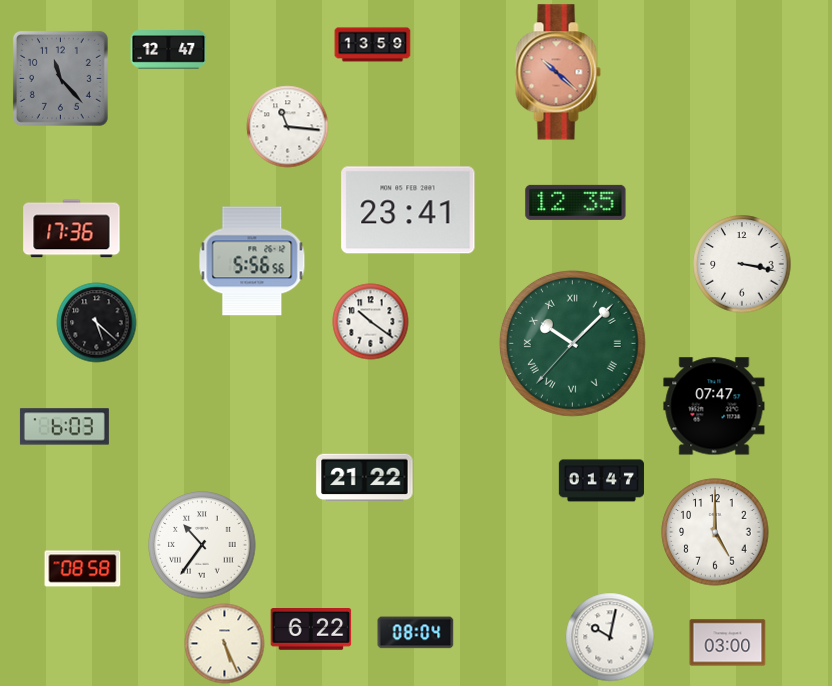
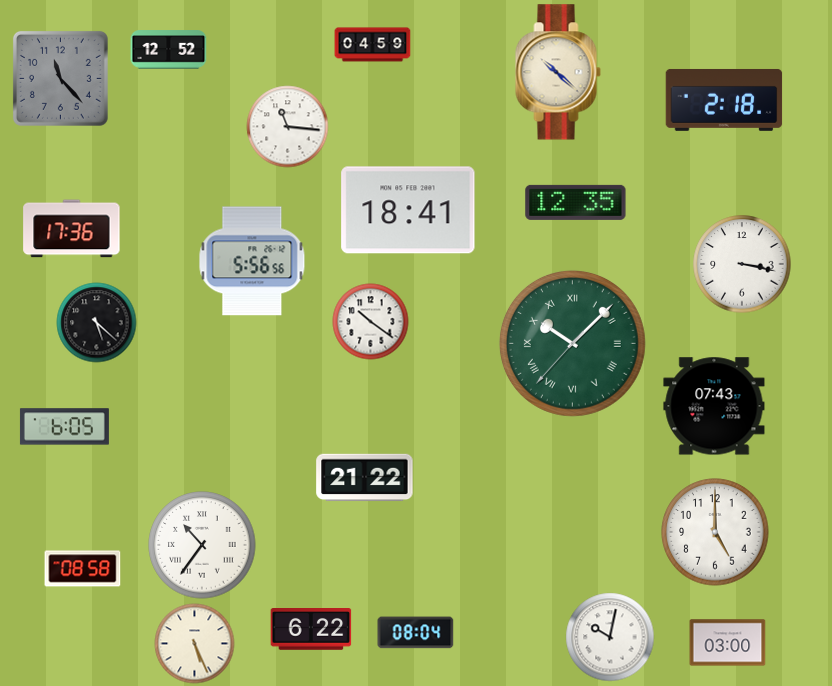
clock at (373, 45): 13:59 -> 04:59
clock at (169, 50): 12:47 -> 12:52
clock at (558, 72) dial: salmon -> cream
clock at (724, 100): none -> 2:18
clock at (408, 210): 23:41 -> 18:41
clock at (714, 406): 07:47 -> 07:43
clock at (64, 427): 6:03 -> 6:05
clock at (601, 481): 01:47 -> none
clock at (225, 644) position: (225, 644) -> (195, 644)
